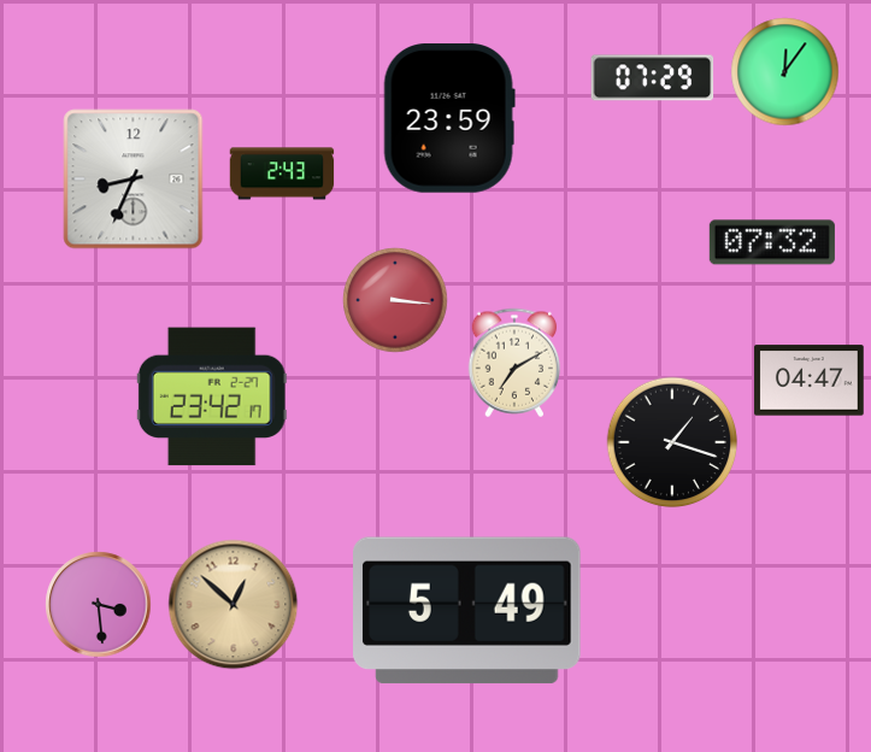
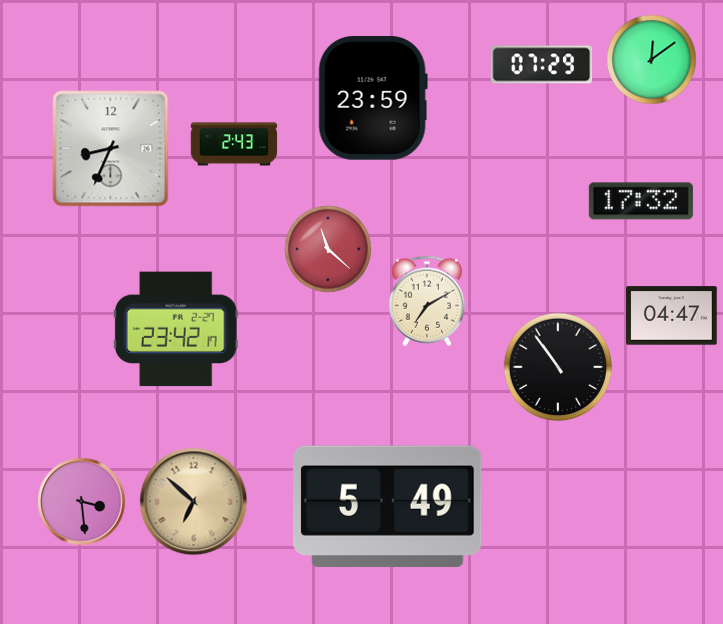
clock at (785, 72): 12:06 -> 12:09
clock at (772, 242): 07:32 -> 17:32
clock at (395, 300): 3:16 -> 11:22
clock at (672, 442): 1:18 -> 10:54
clock at (234, 605): 12:52 -> 6:52
